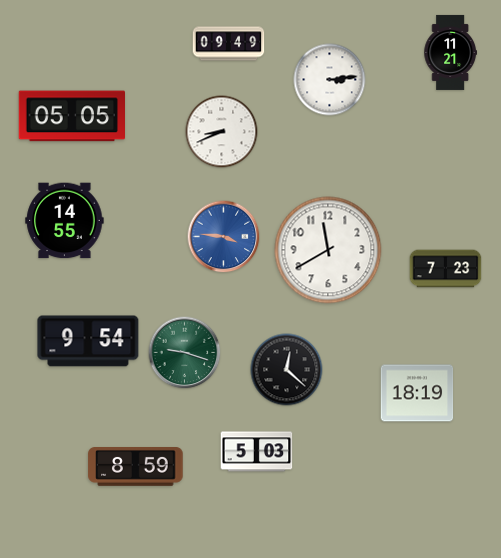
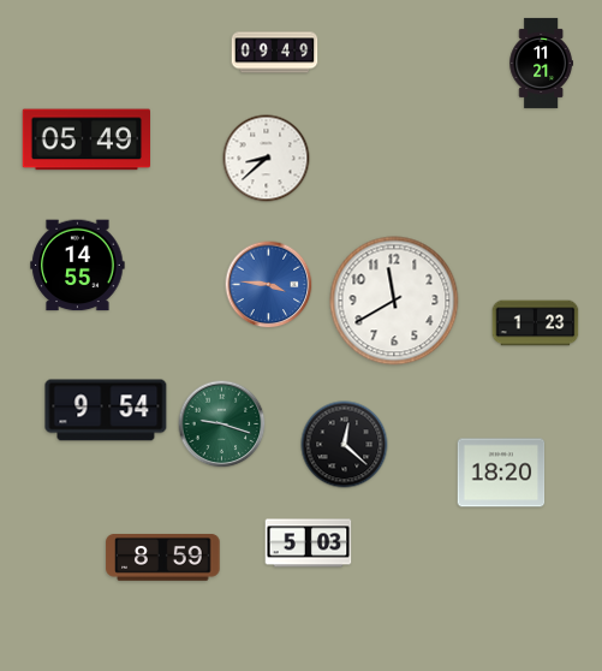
clock at (330, 80): 3:14 -> none
clock at (71, 116): 05:05 -> 05:49
clock at (222, 132): 8:41 -> 8:38
clock at (446, 269): 7:23 -> 1:23
clock at (417, 393): 18:19 -> 18:20
clock at (136, 467) position: (136, 467) -> (163, 558)
